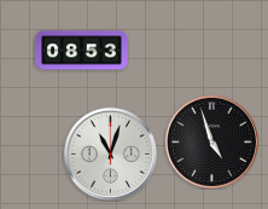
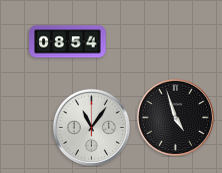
clock at (82, 51): 08:53 -> 08:54
clock at (110, 153): 11:03 -> 11:06
